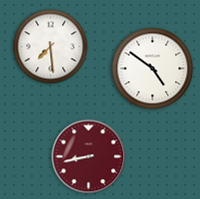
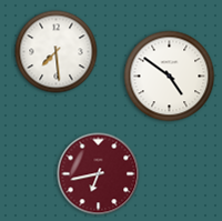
clock at (89, 157): 8:43 -> 6:43
